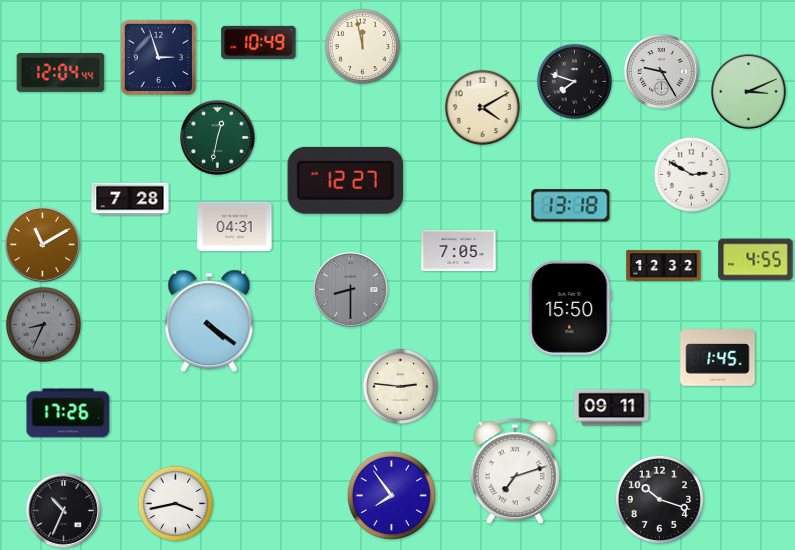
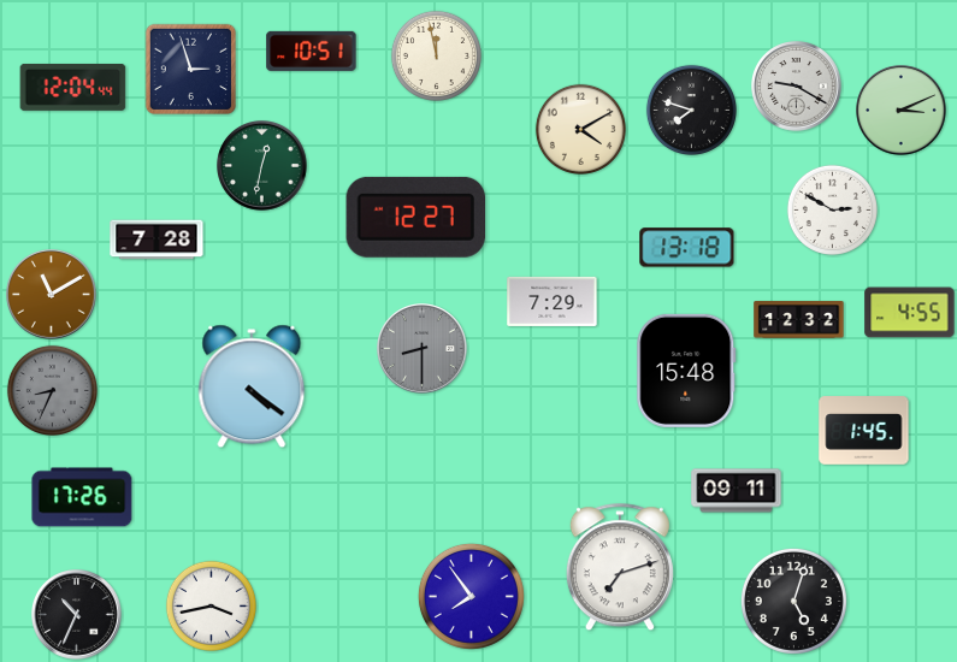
clock at (259, 42): 10:49 -> 10:51
clock at (662, 72): 9:25 -> 9:20
clock at (574, 81) position: (574, 81) -> (691, 110)
clock at (235, 227): 04:31 -> none
clock at (459, 250): 7:05 -> 7:29
clock at (570, 308): 15:50 -> 15:48
clock at (400, 386): 2:46 -> none
clock at (659, 499): 10:18 -> 5:03
